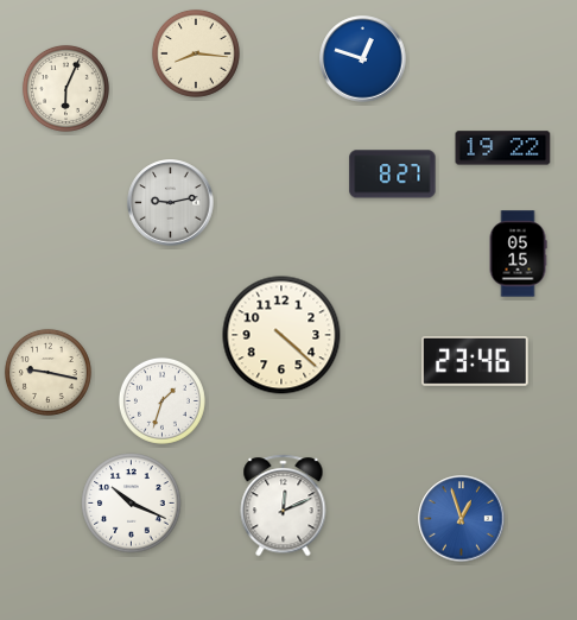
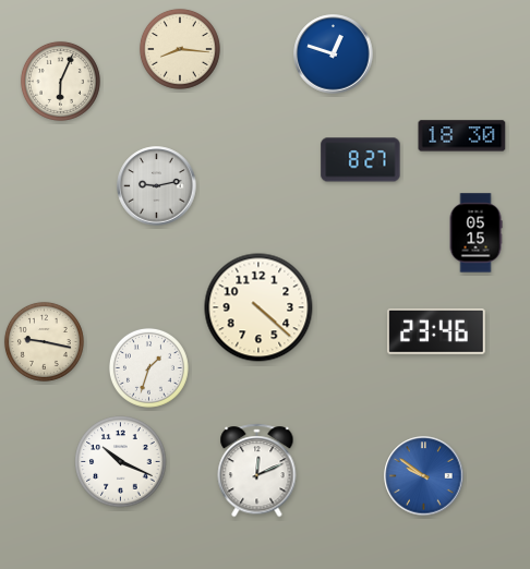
clock at (503, 148): 19:22 -> 18:30
clock at (284, 506) position: (284, 506) -> (257, 471)
clock at (462, 519): 12:57 -> 9:51
